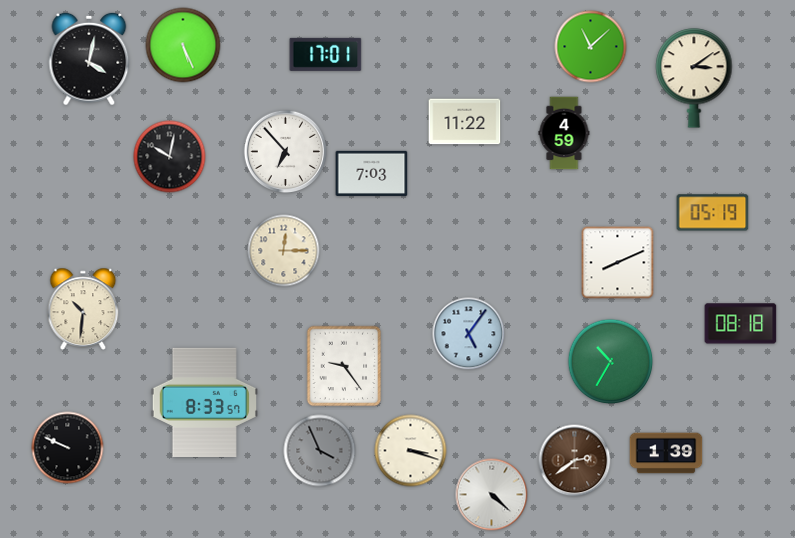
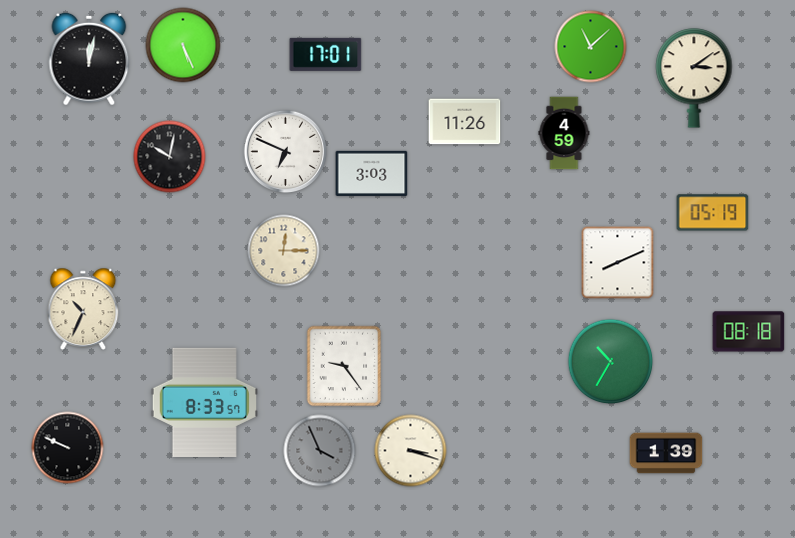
clock at (89, 59): 4:02 -> 12:02
clock at (465, 122): 11:22 -> 11:26
clock at (286, 152): 6:53 -> 6:49
clock at (372, 173): 7:03 -> 3:03
clock at (83, 308): 10:31 -> 10:34
clock at (741, 324) position: (741, 324) -> (749, 332)
clock at (469, 334): 5:06 -> none
clock at (575, 461): 2:39 -> none
clock at (492, 495): 4:22 -> none
